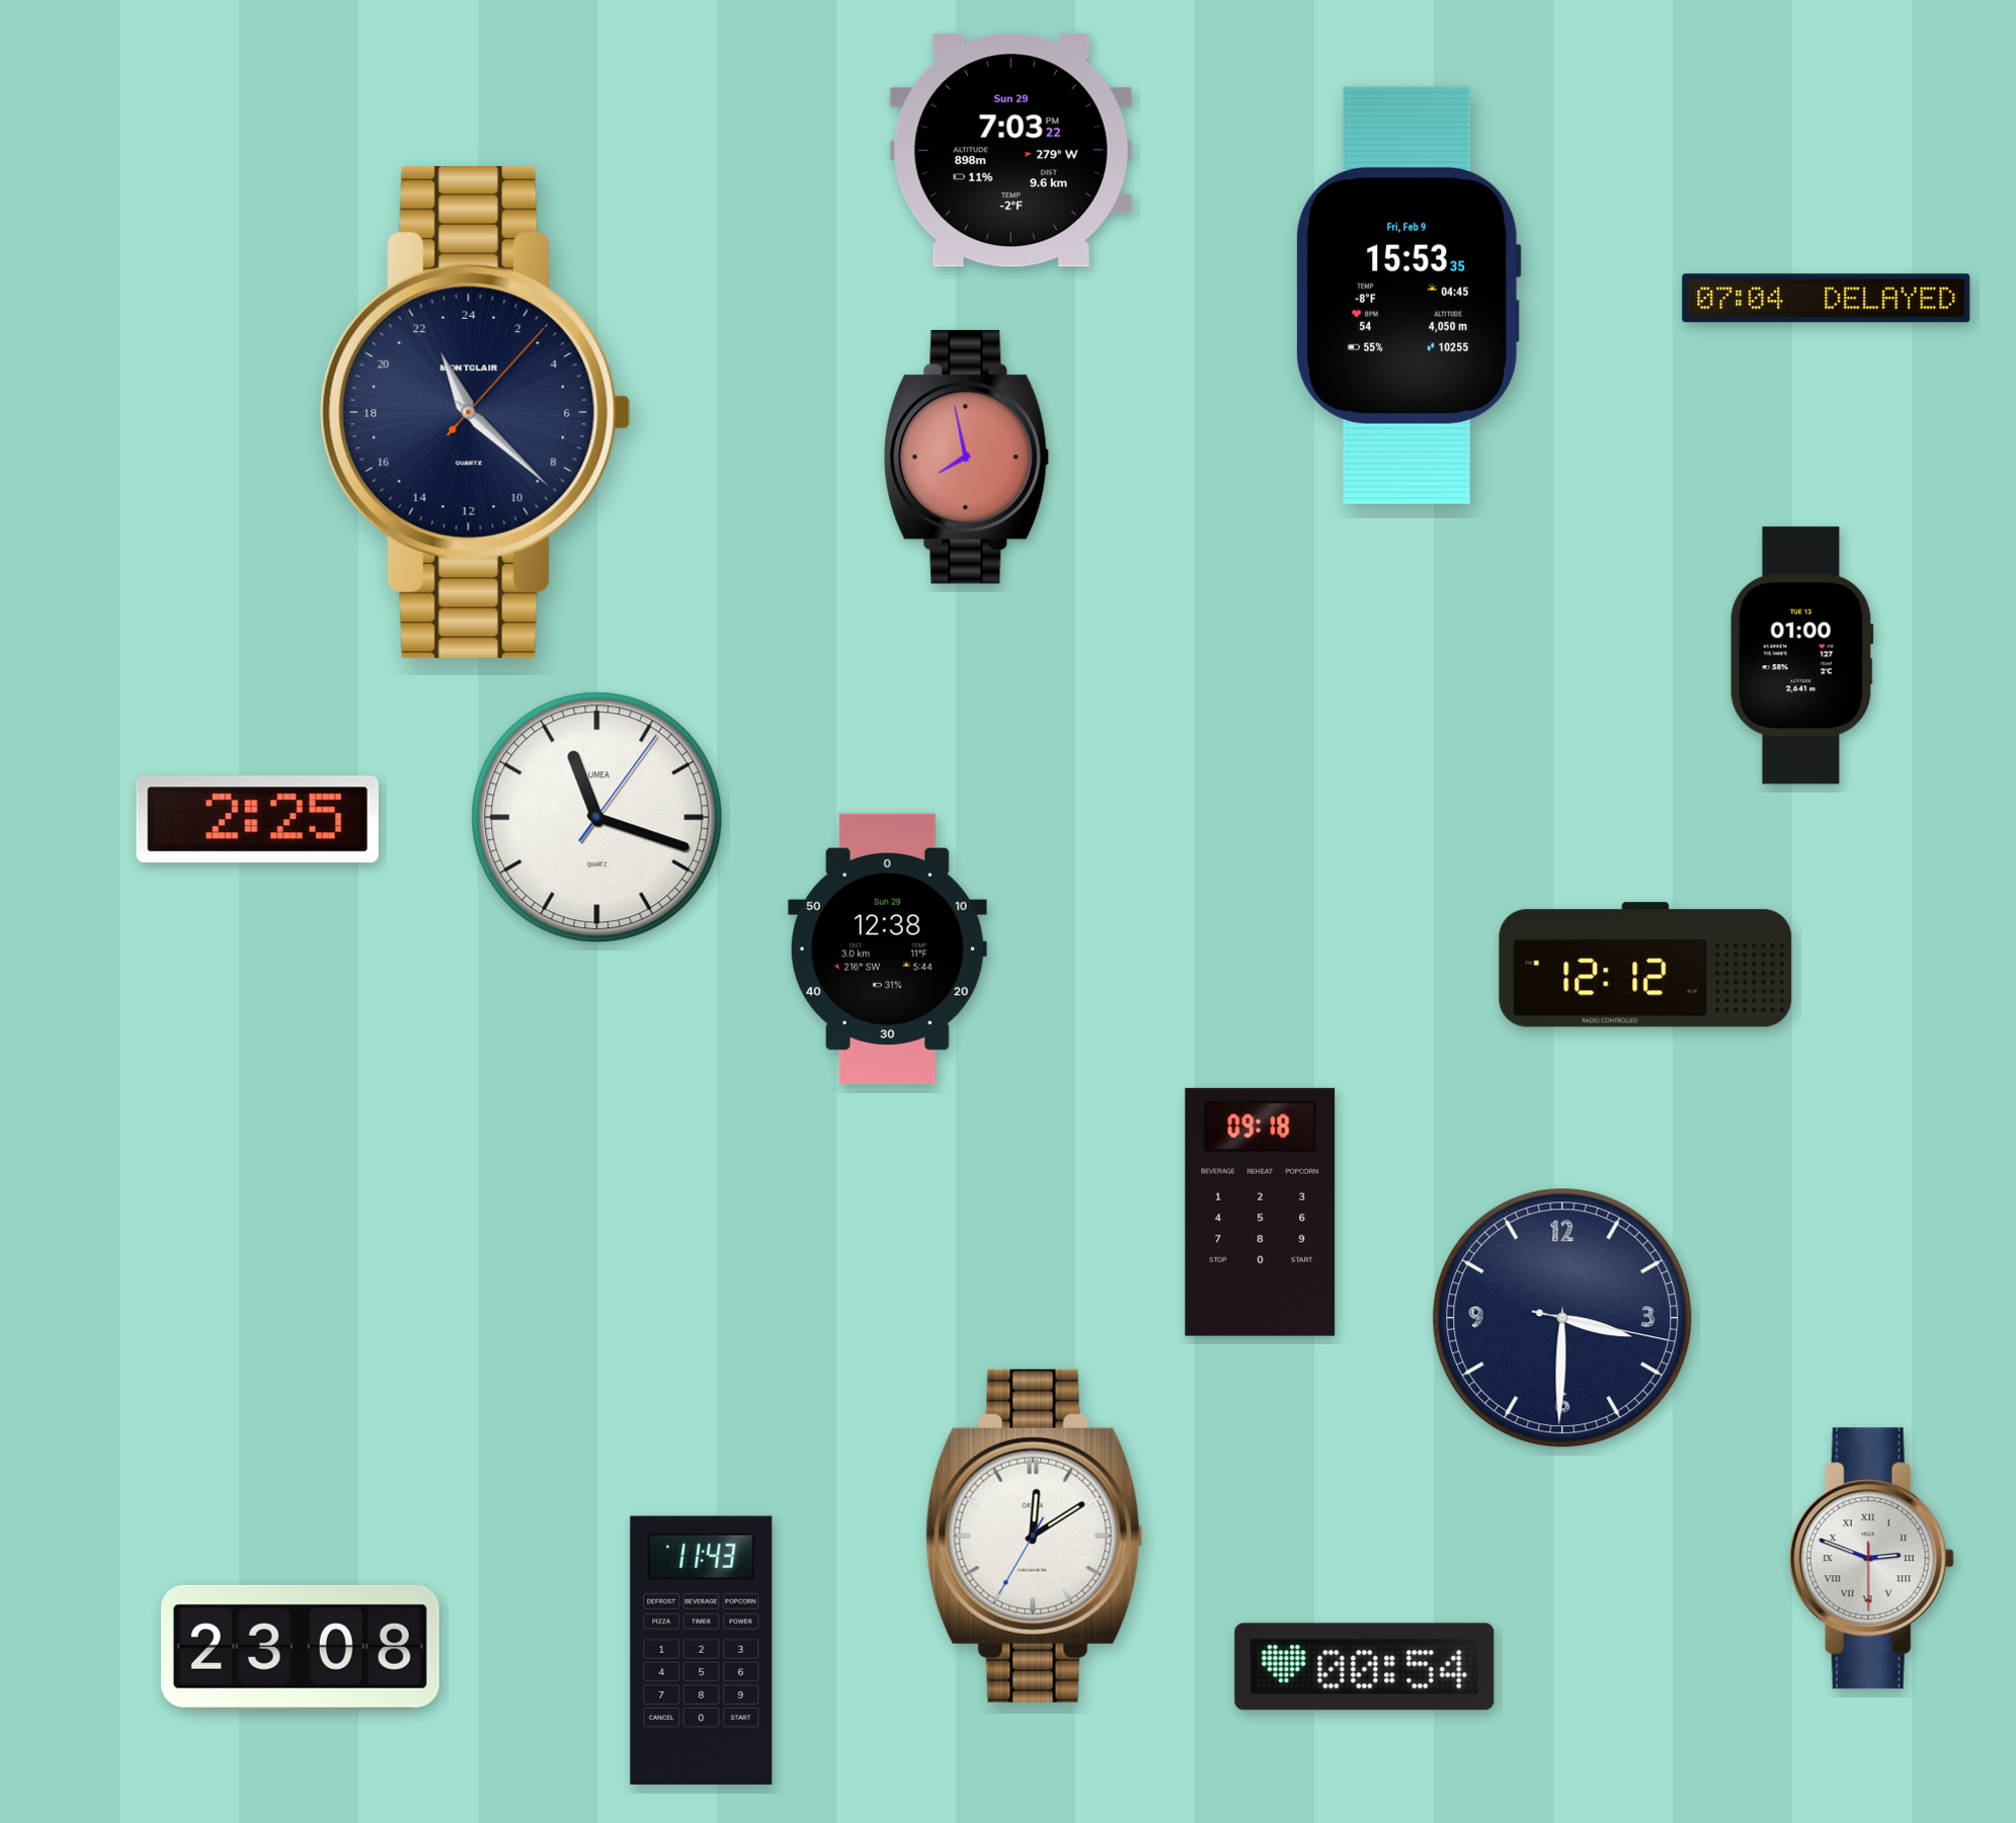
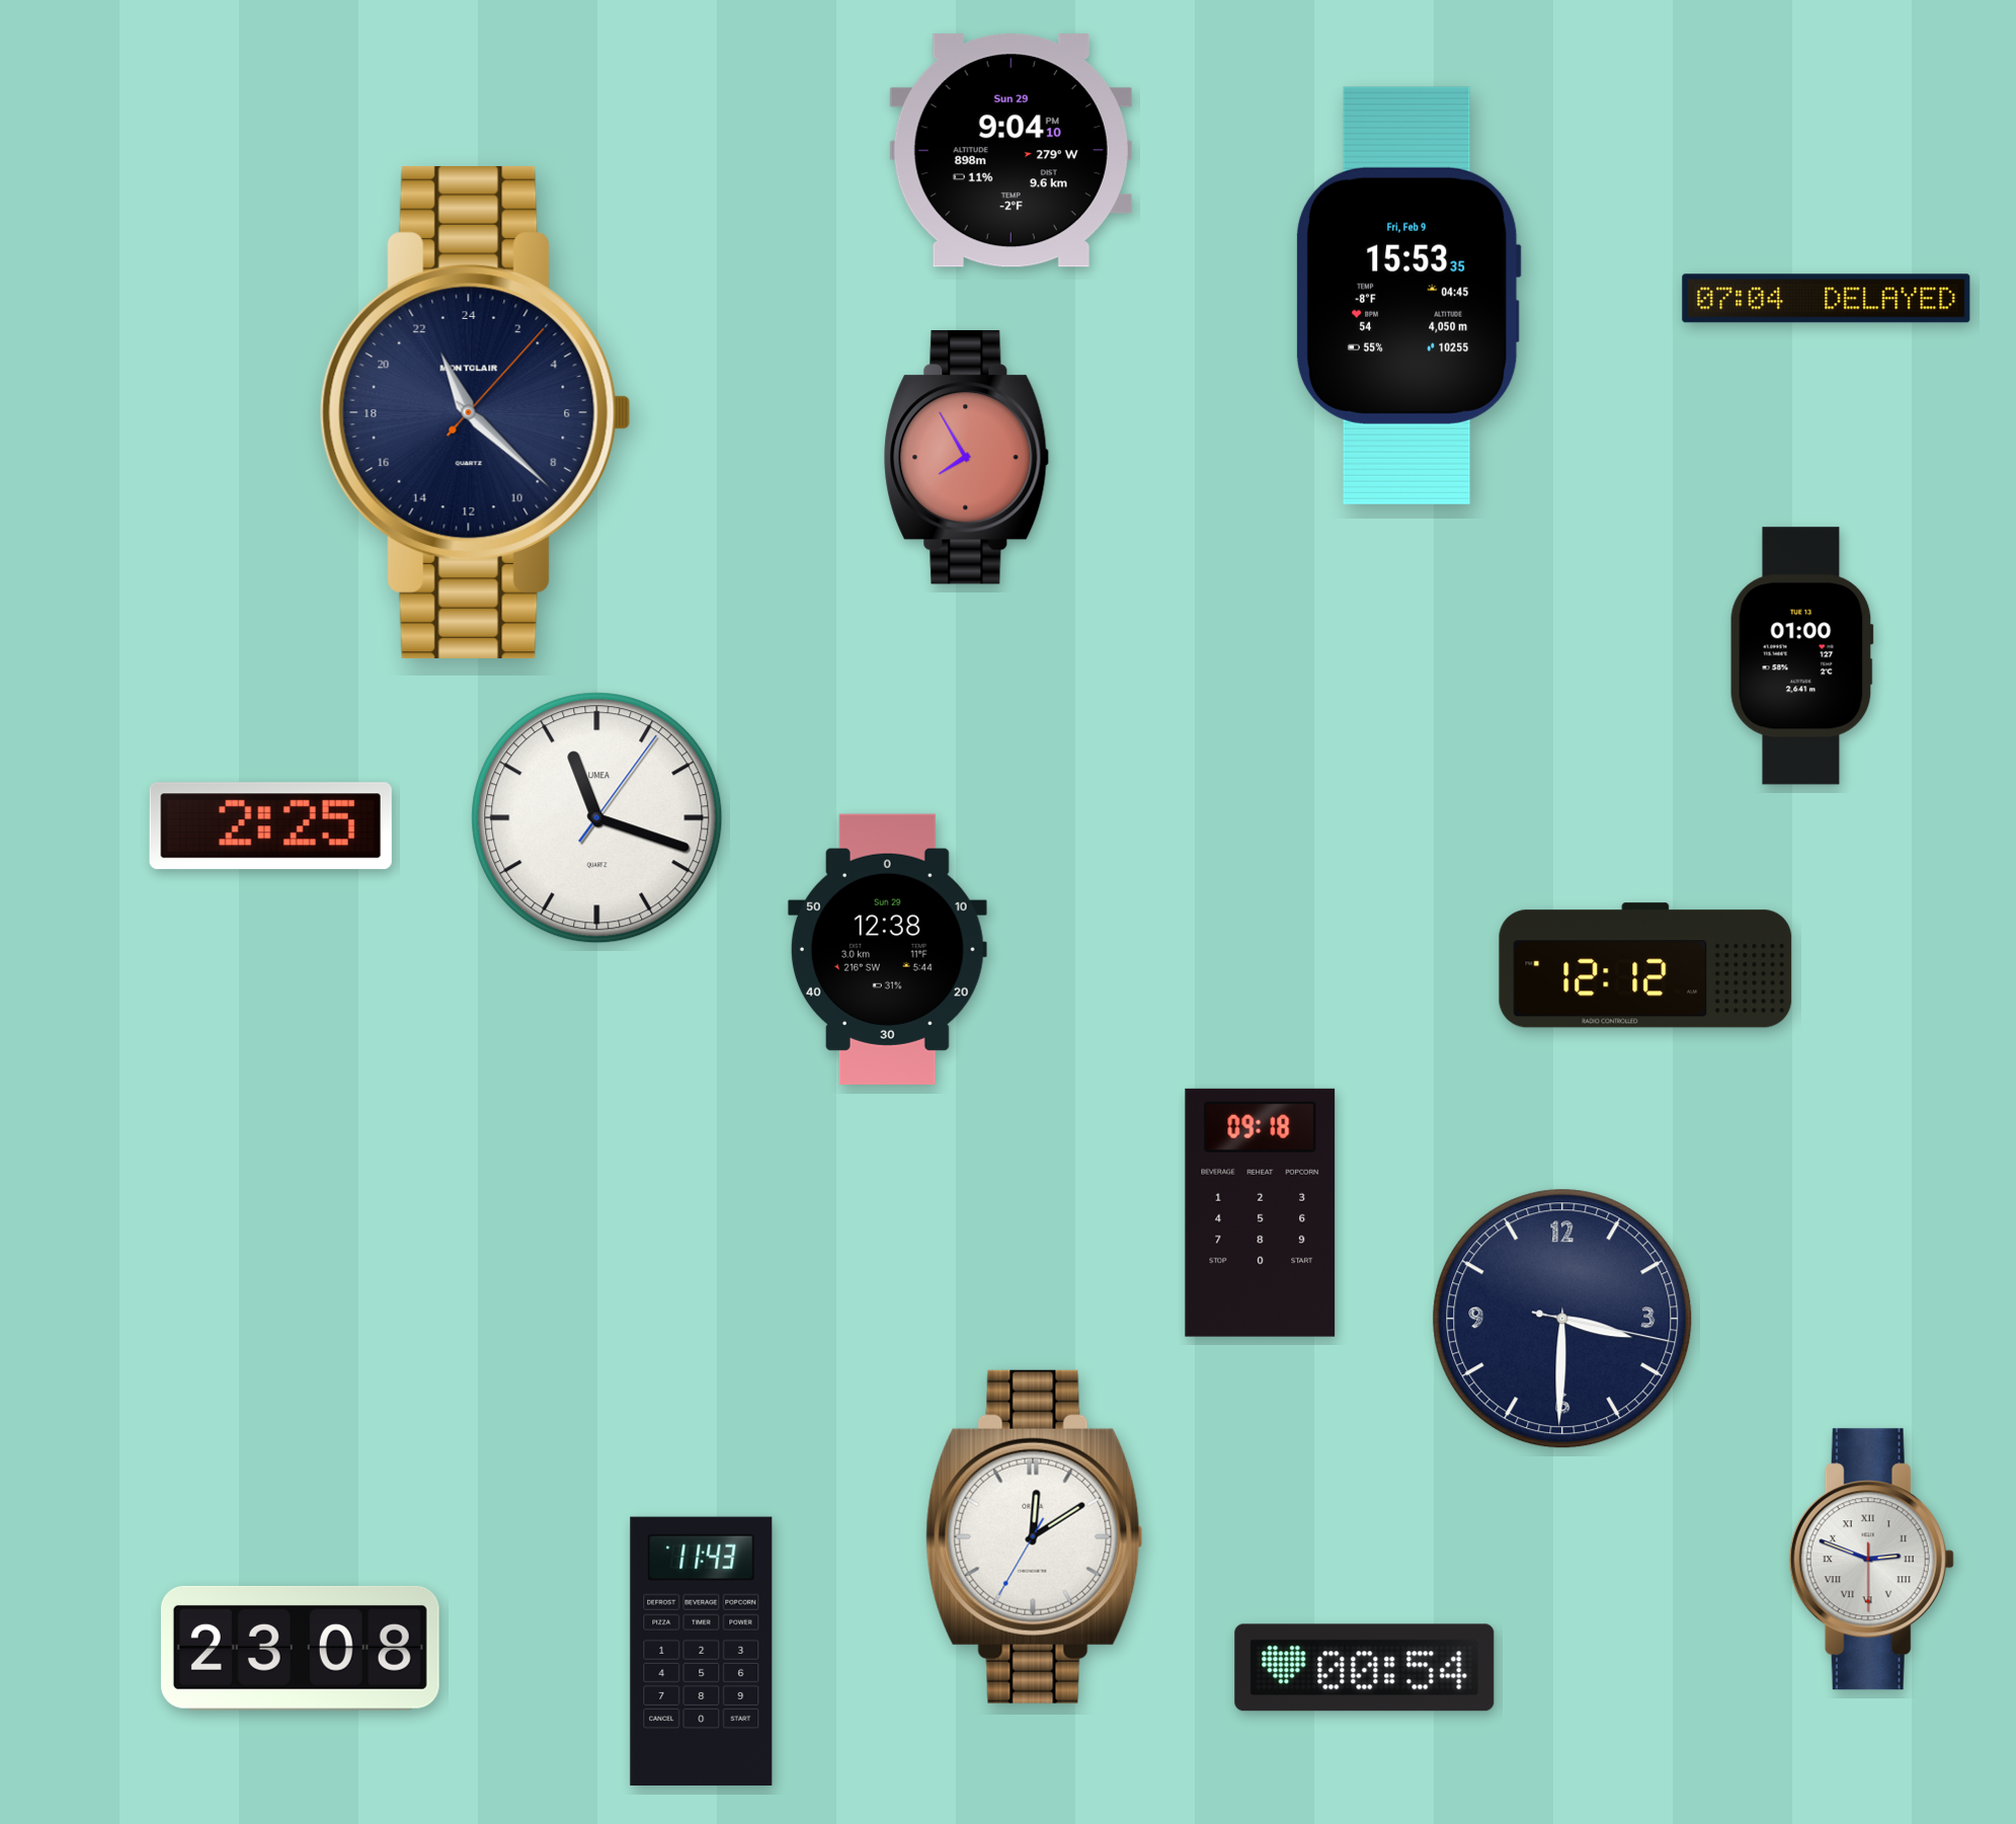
clock at (1011, 151): 7:03 -> 9:04
clock at (967, 458): 7:58 -> 7:55
clock at (257, 820) position: (257, 820) -> (270, 826)
